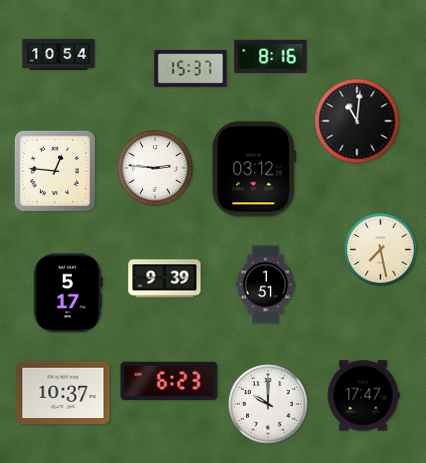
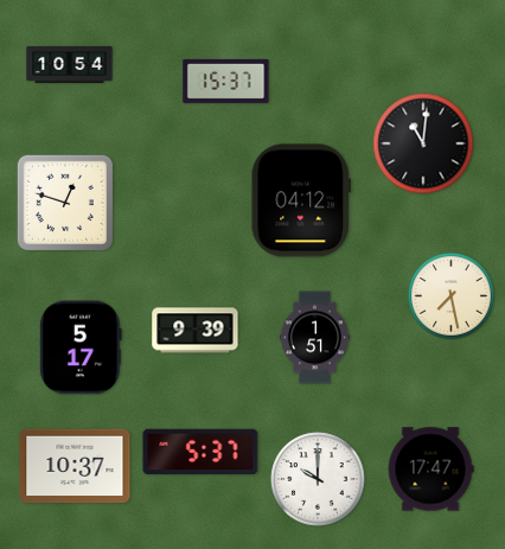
clock at (271, 56): 8:16 -> none
clock at (155, 168): 2:46 -> none
clock at (253, 169): 03:12 -> 04:12
clock at (54, 170): 12:46 -> 12:48
clock at (169, 381): 6:23 -> 5:37
